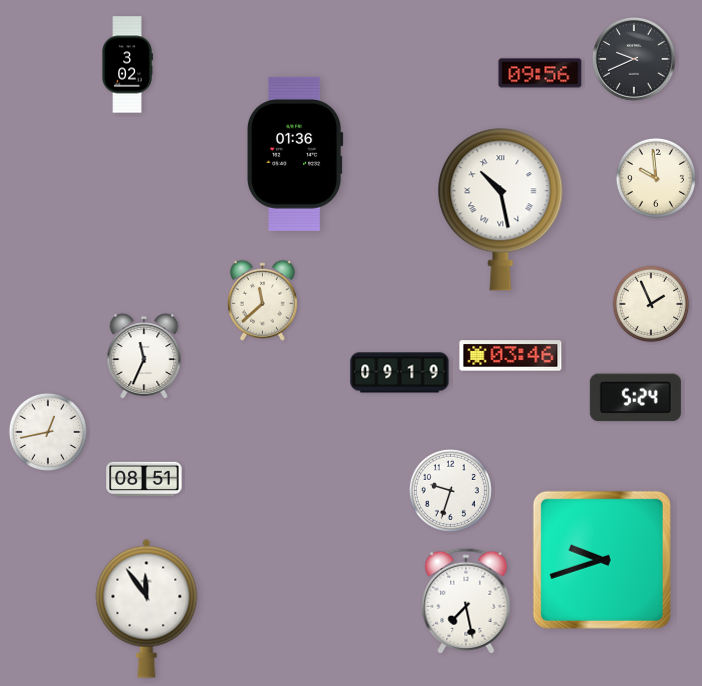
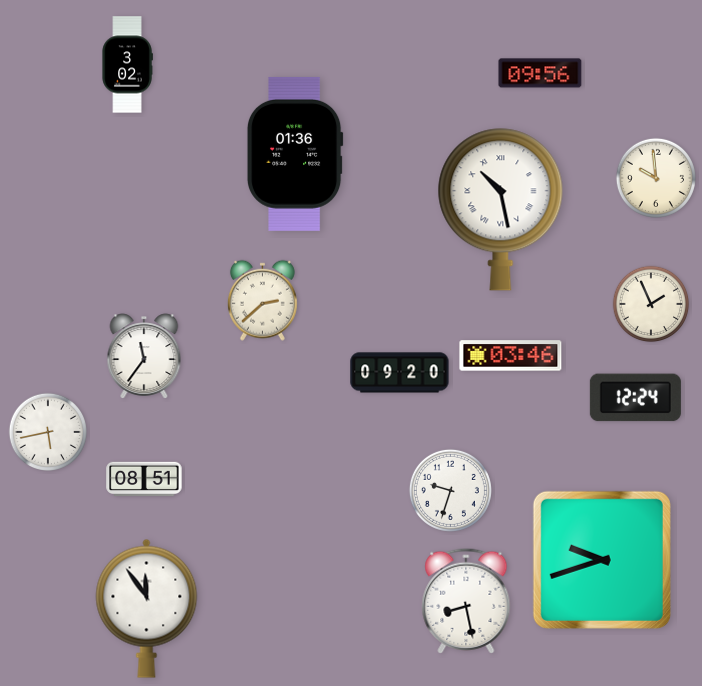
clock at (634, 59): 9:41 -> none
clock at (262, 300): 11:38 -> 2:38
clock at (144, 356): 11:34 -> 11:36
clock at (400, 373): 09:19 -> 09:20
clock at (635, 398): 5:24 -> 12:24
clock at (47, 431): 12:43 -> 5:43
clock at (466, 601): 7:28 -> 8:28
